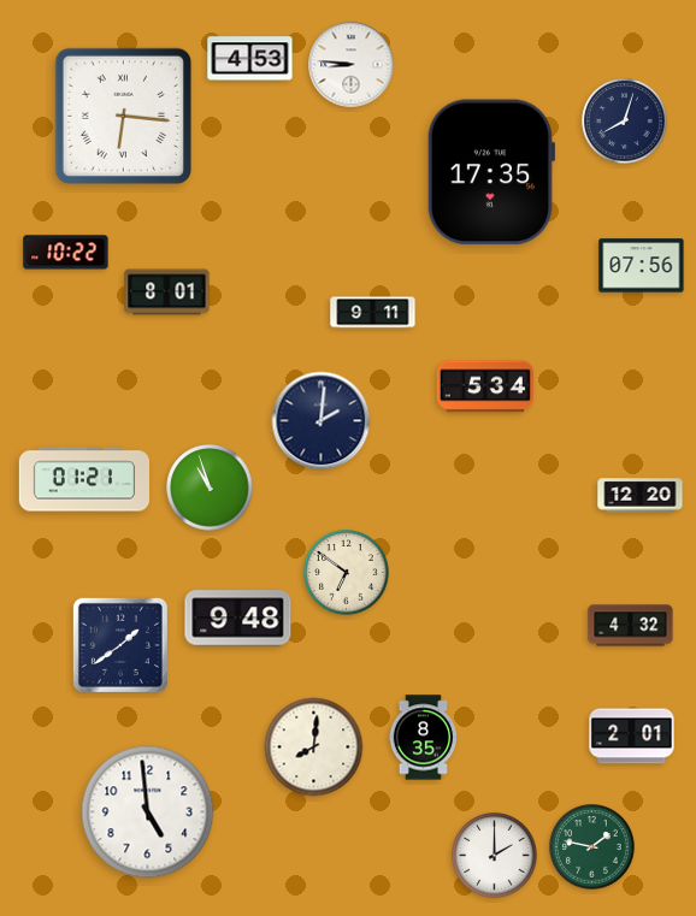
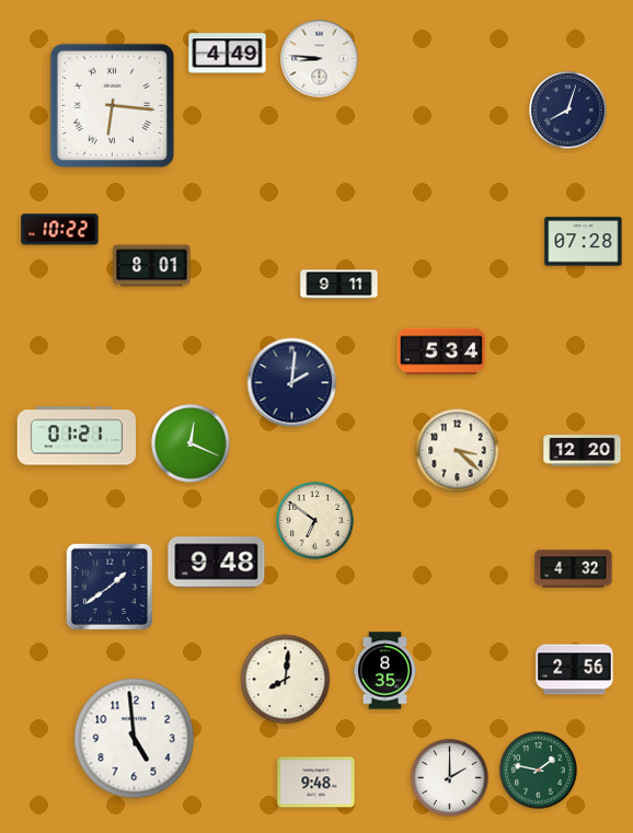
clock at (250, 59): 4:53 -> 4:49
clock at (491, 172): 17:35 -> none
clock at (642, 266): 07:56 -> 07:28
clock at (210, 487): 10:57 -> 12:19
clock at (458, 451): none -> 3:22
clock at (632, 737): 2:01 -> 2:56
clock at (316, 783): none -> 9:48
